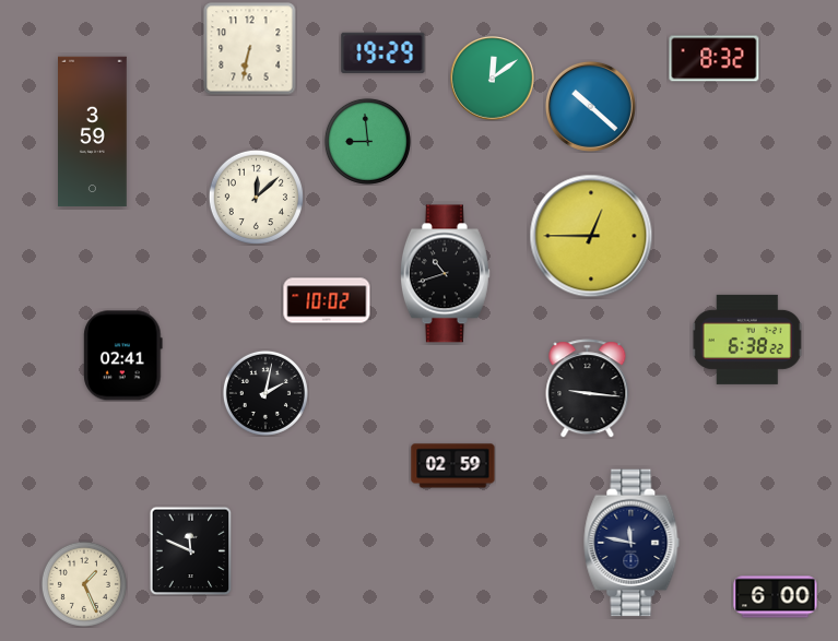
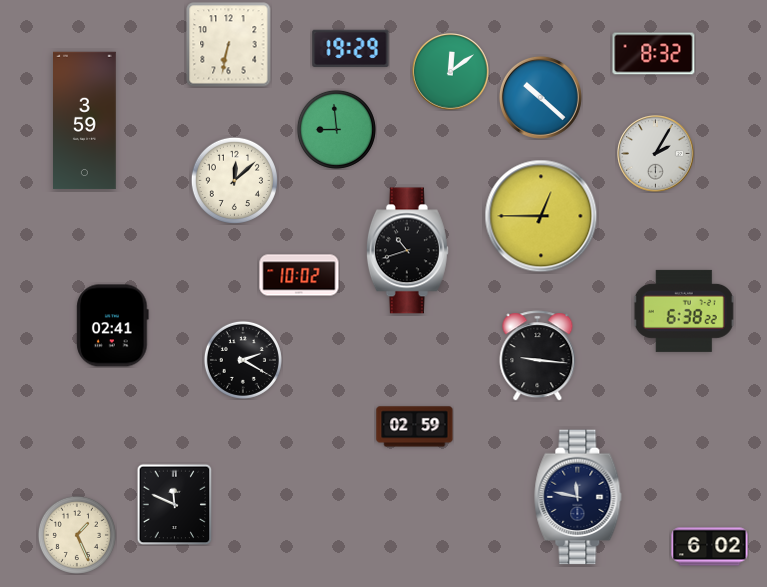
clock at (656, 154): none -> 2:05
clock at (265, 393): 2:02 -> 2:20
clock at (776, 597): 6:00 -> 6:02
